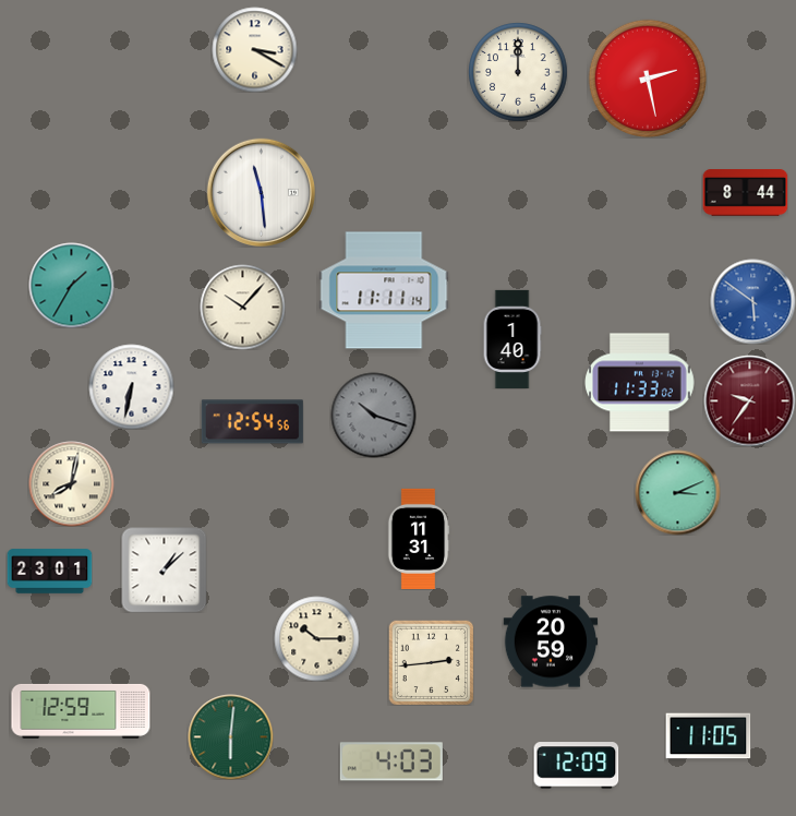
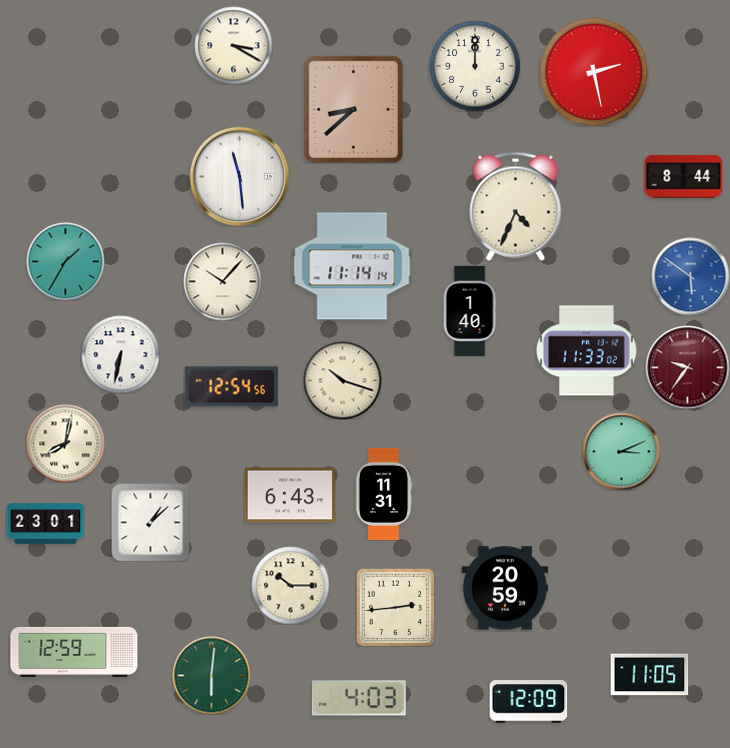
clock at (353, 109): none -> 8:38
clock at (516, 206): none -> 4:34
clock at (384, 290): 11:11 -> 11:14
clock at (373, 415) dial: grey -> cream
clock at (290, 495): none -> 6:43
